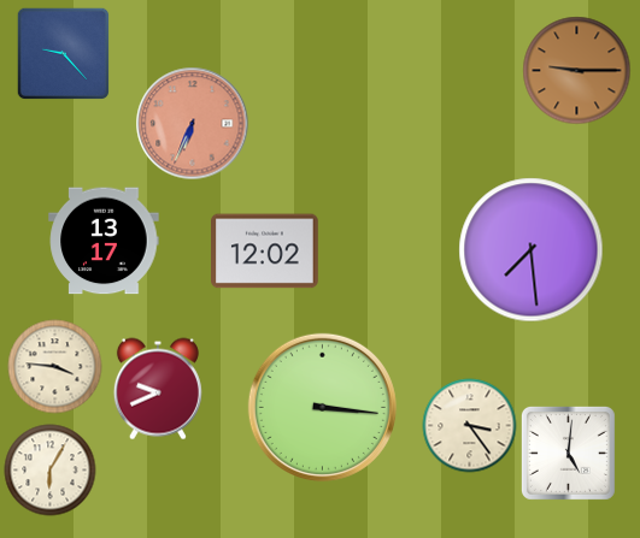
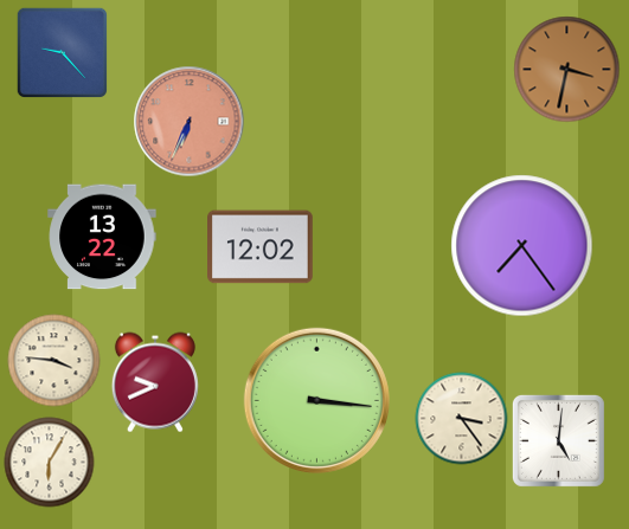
clock at (577, 71): 9:15 -> 3:32
clock at (104, 241): 13:17 -> 13:22
clock at (532, 250): 7:29 -> 7:24
clock at (568, 453) position: (568, 453) -> (558, 440)
